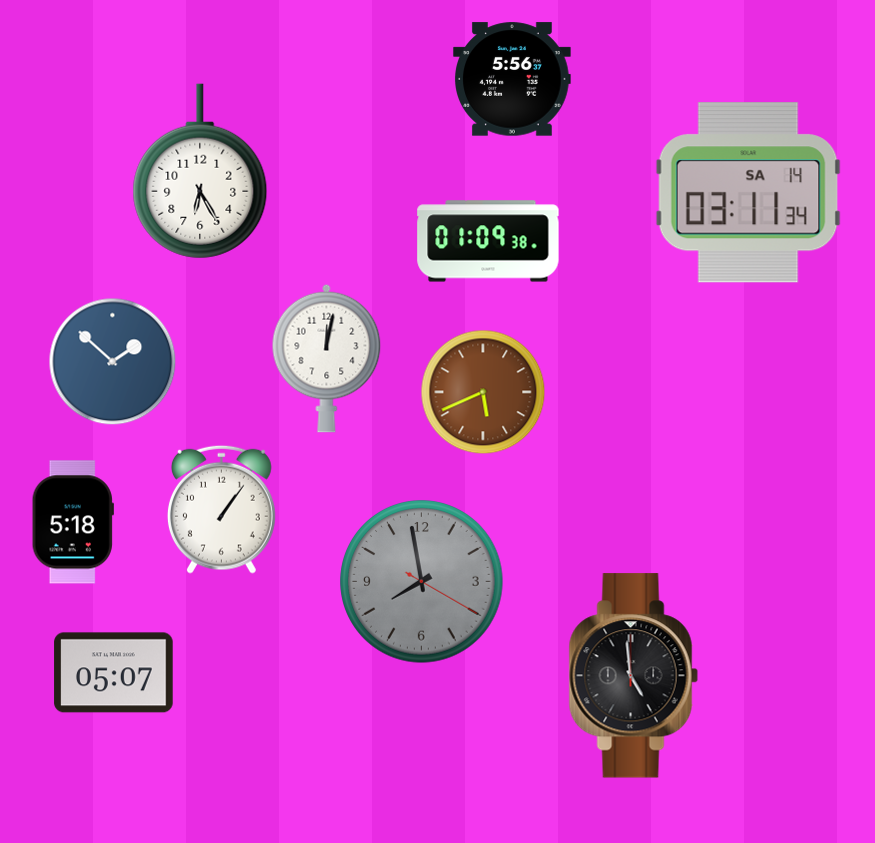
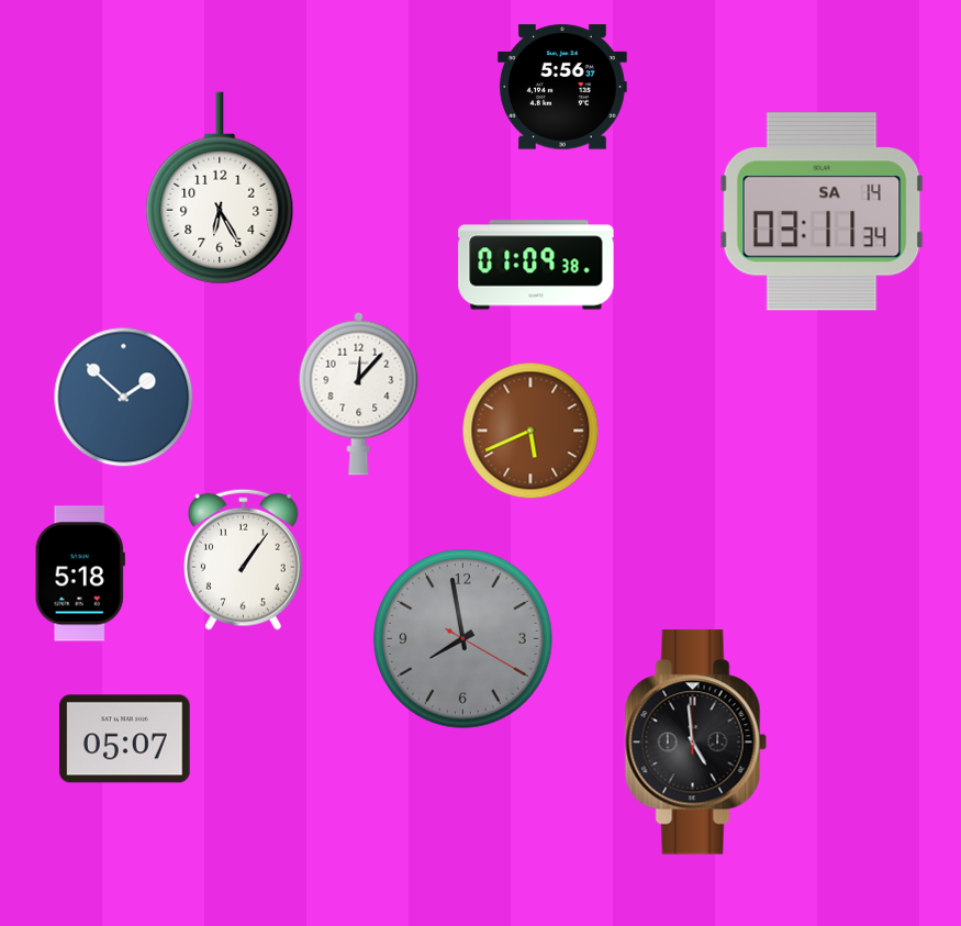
clock at (327, 358): 12:02 -> 12:07
